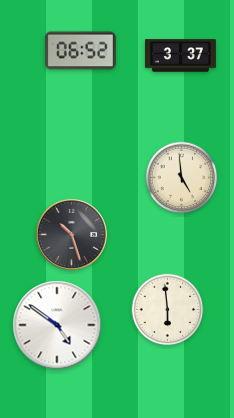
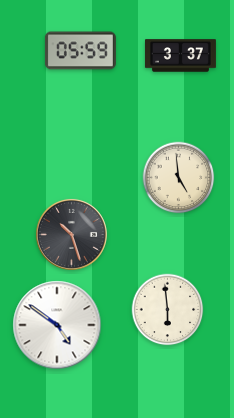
clock at (80, 51): 06:52 -> 05:59
clock at (182, 178) position: (182, 178) -> (179, 178)
